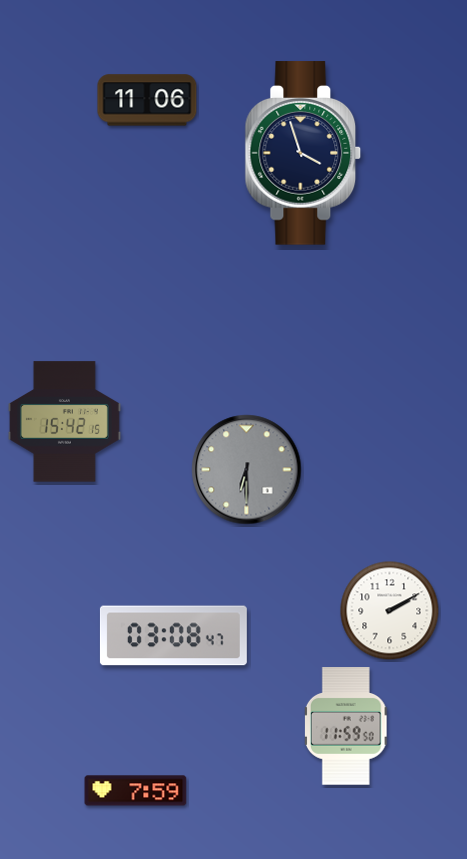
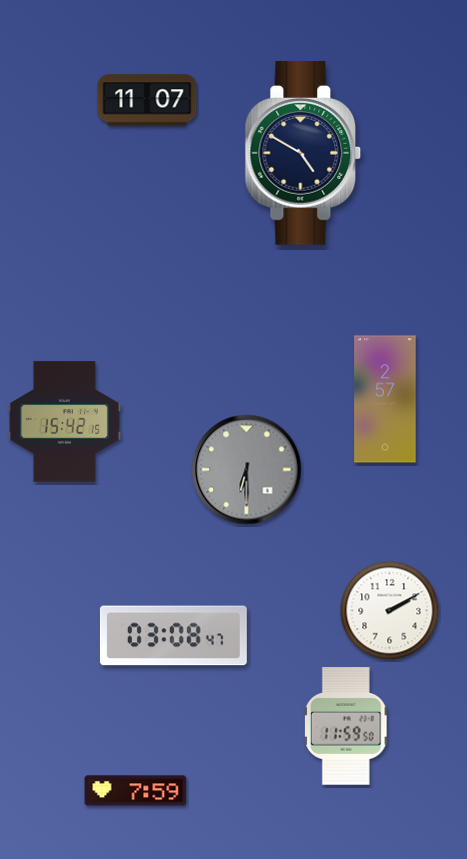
clock at (147, 100): 11:06 -> 11:07
clock at (303, 153): 3:57 -> 4:50
clock at (385, 399): none -> 2:57
